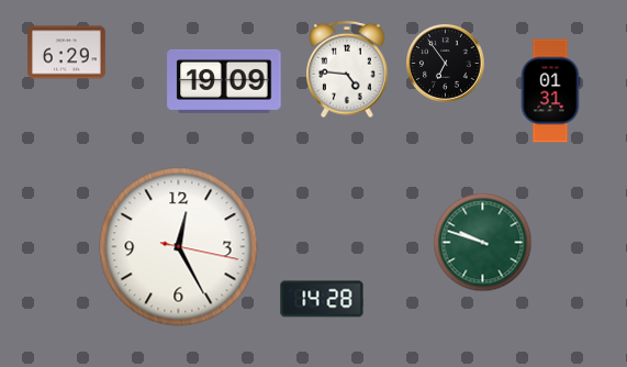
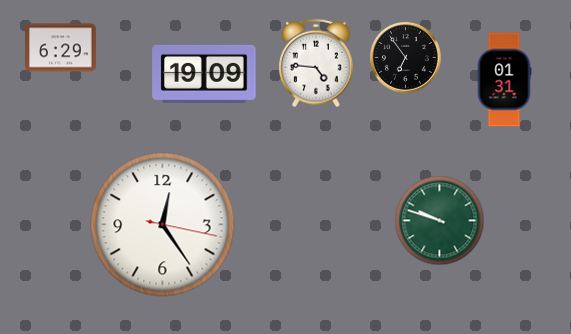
clock at (550, 91) position: (550, 91) -> (504, 80)
clock at (179, 247): 12:25 -> 12:24
clock at (322, 299): 14:28 -> none
